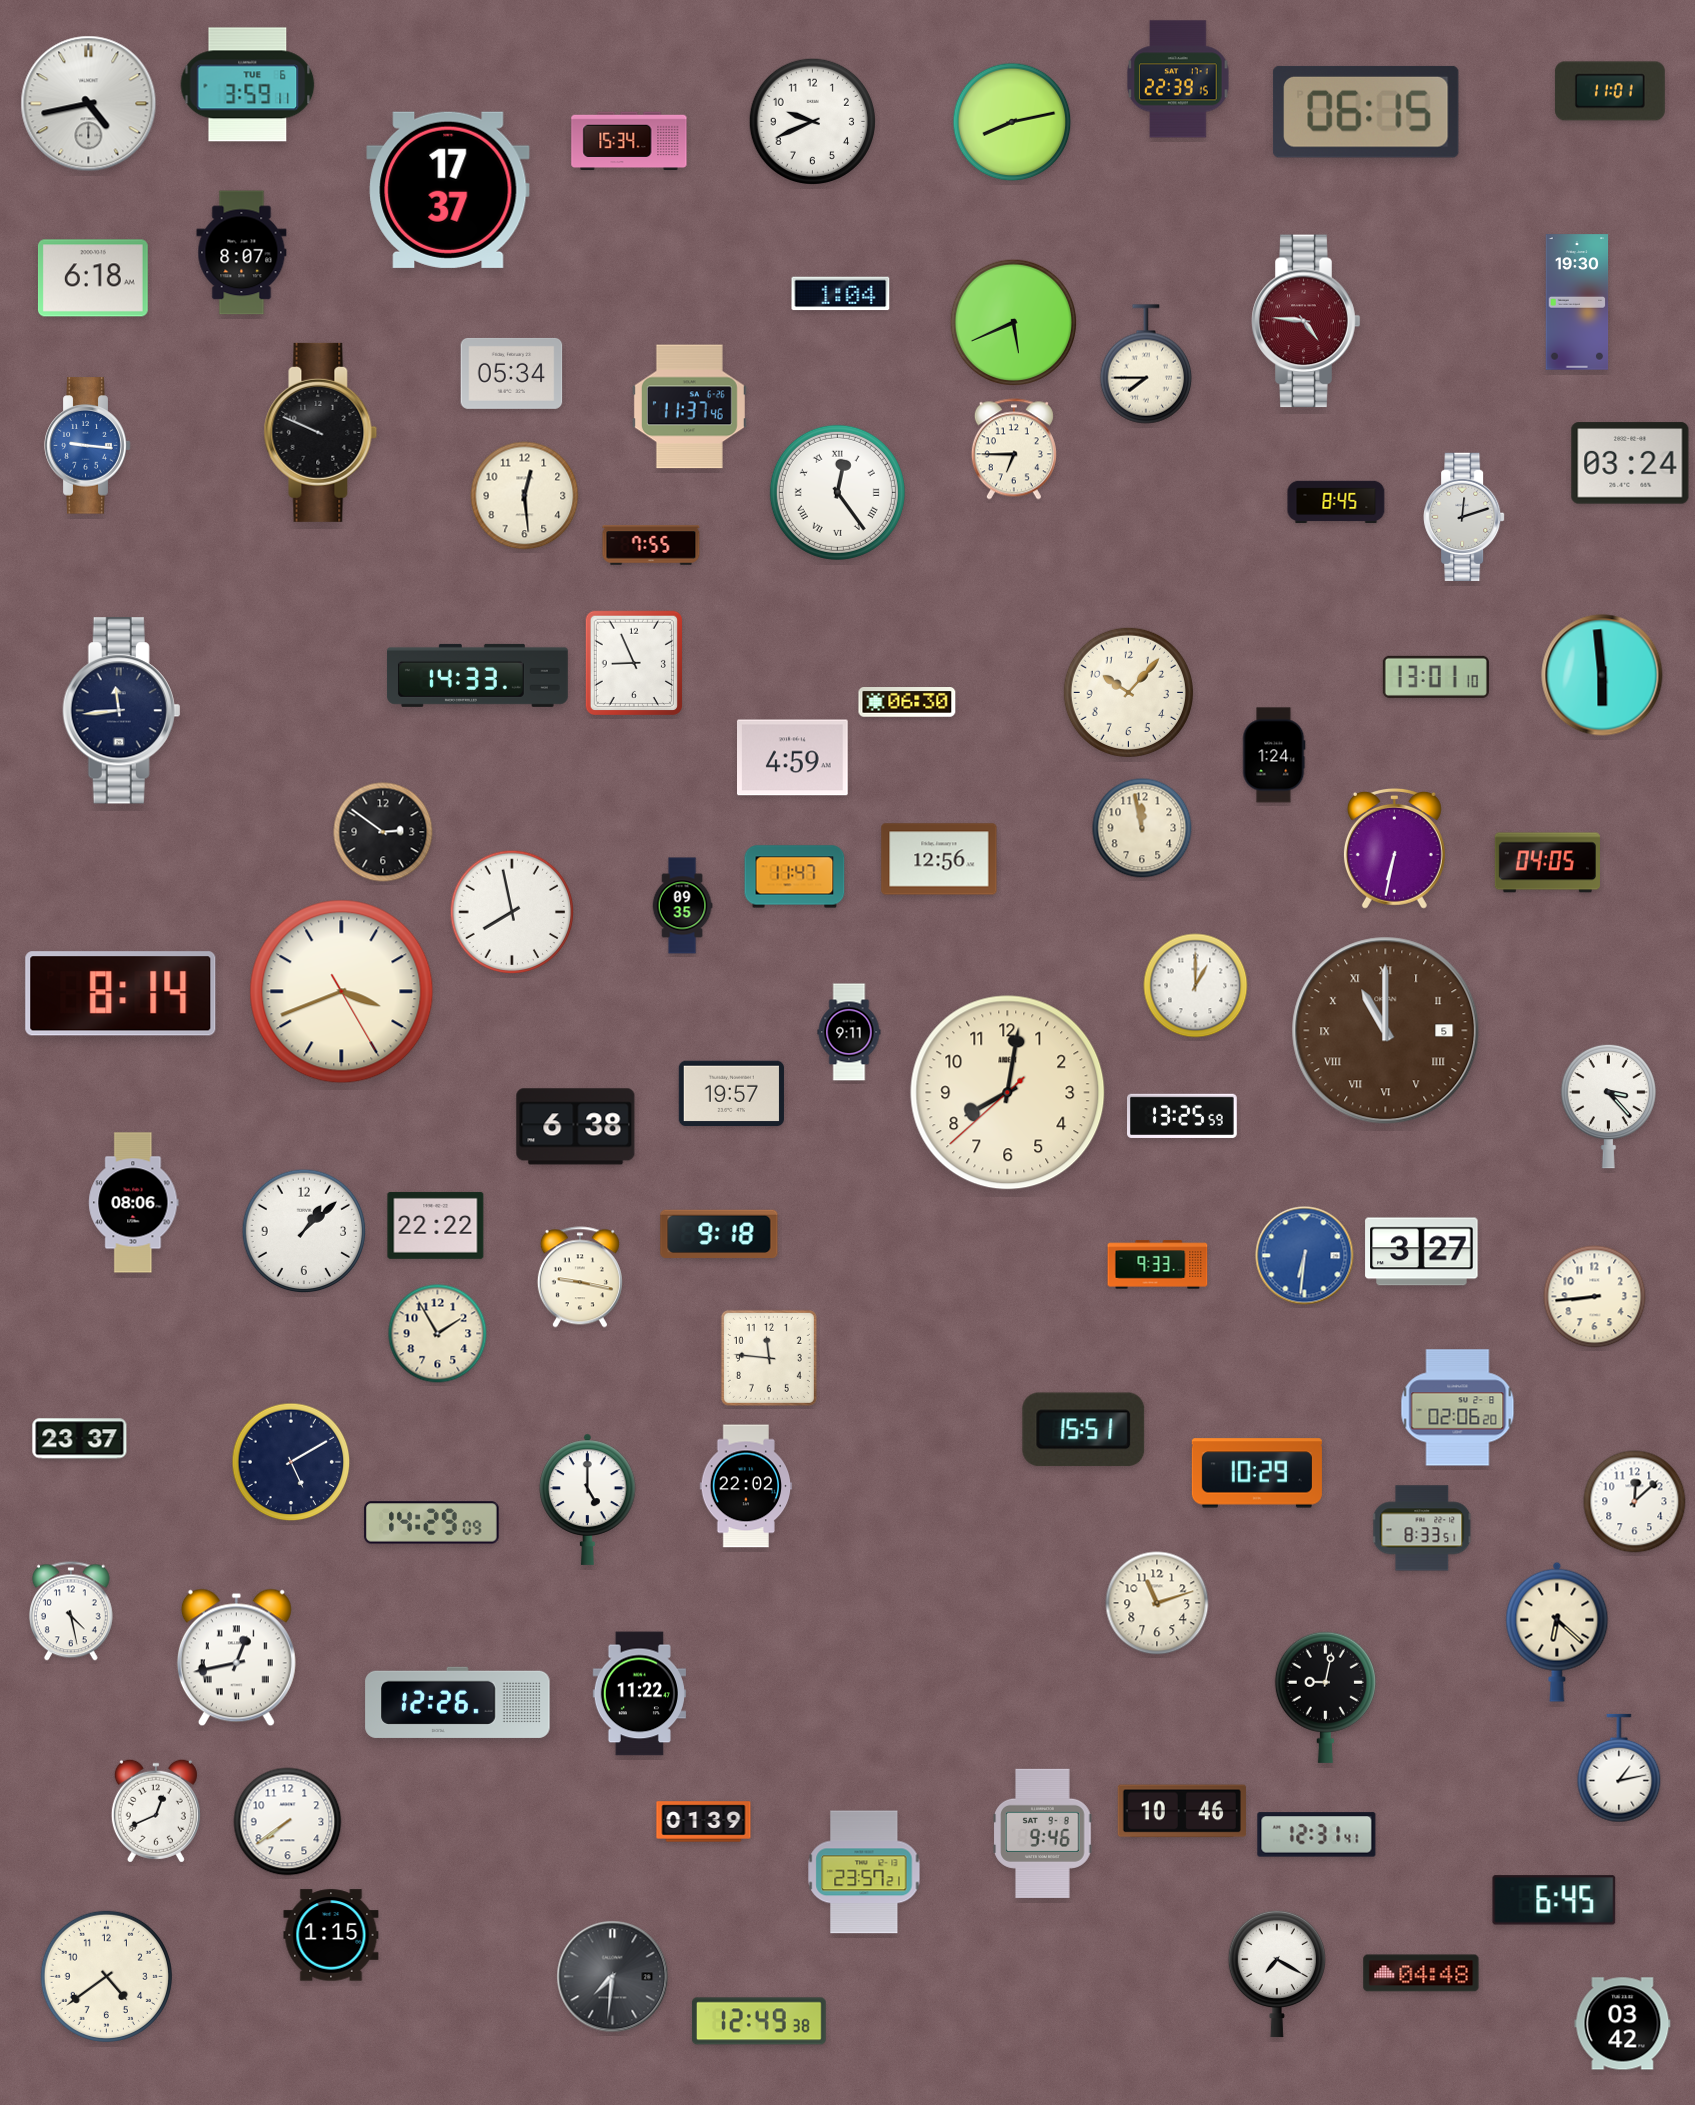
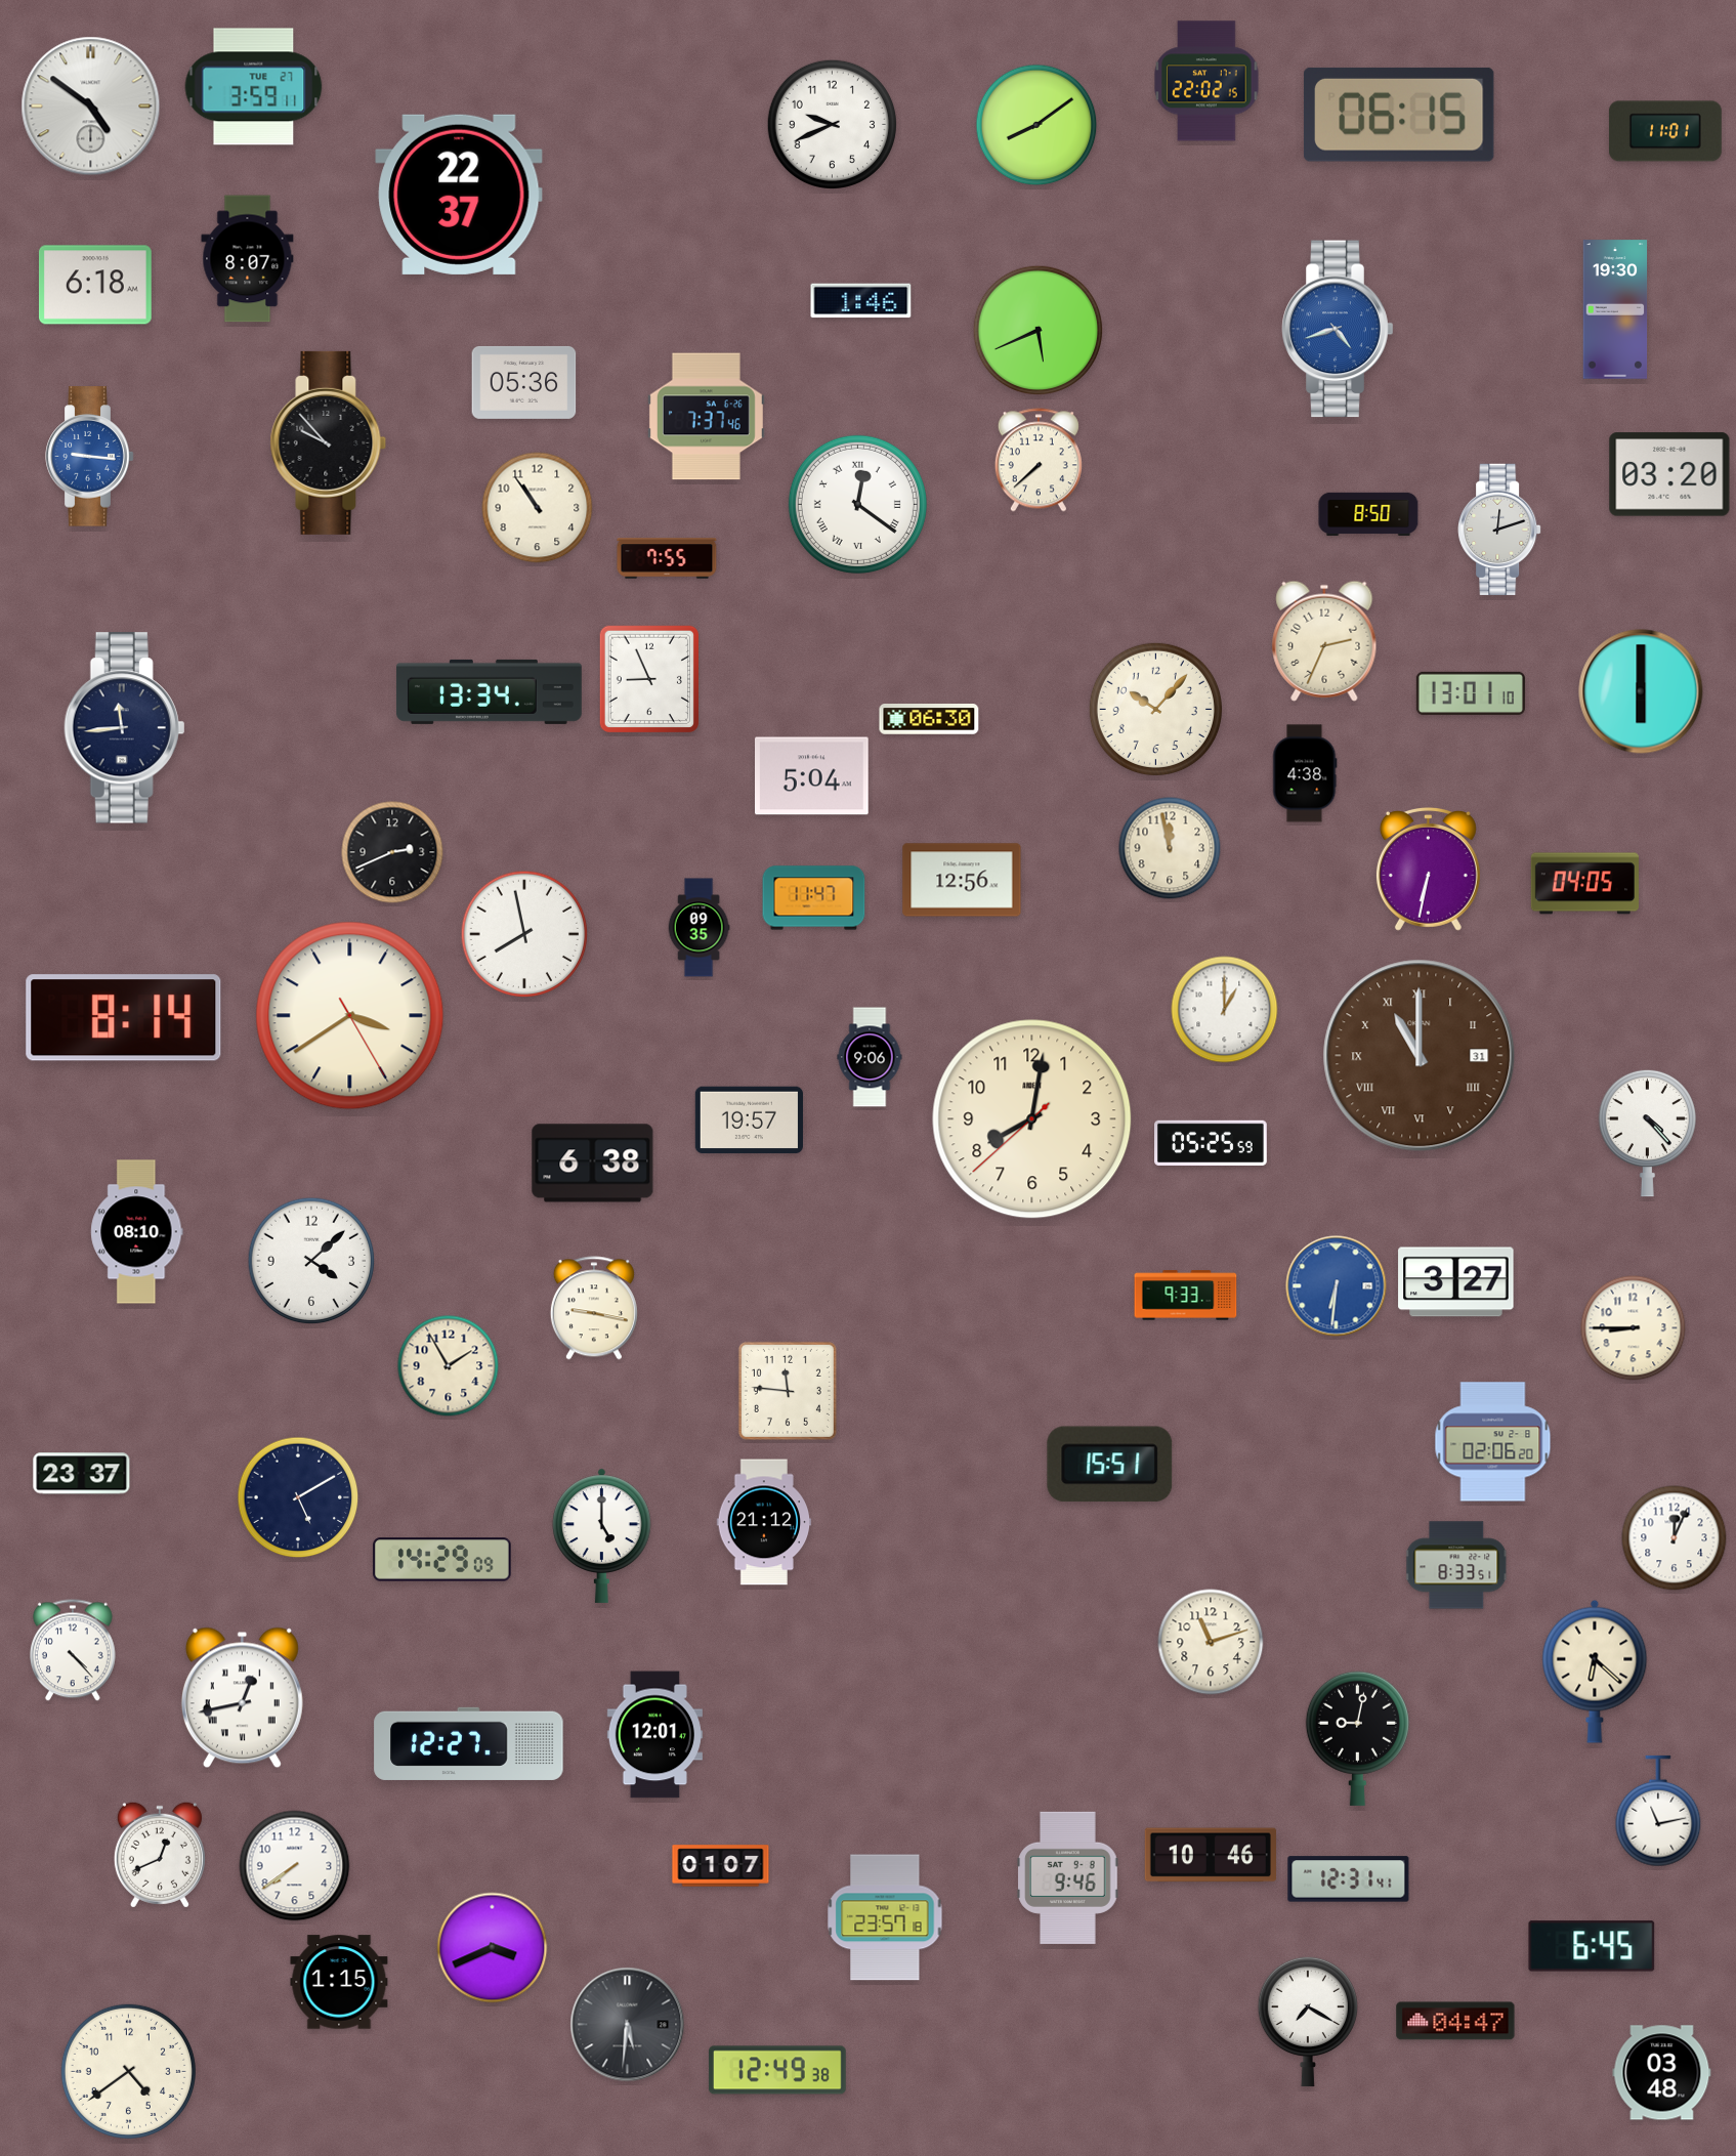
clock at (1178, 79): 22:39 -> 22:02
clock at (248, 85) date: TUE 6 -> TUE 27
clock at (1610, 91) position: (1610, 91) -> (1665, 131)
clock at (89, 104): 4:43 -> 4:51
clock at (1012, 122): 8:13 -> 8:09
clock at (629, 141): 15:34 -> none
clock at (448, 190): 17:37 -> 22:37
clock at (841, 294): 1:04 -> 1:46
clock at (1306, 321): 4:46 -> 4:42
clock at (1306, 321) dial: burgundy -> blue
clock at (1146, 364): 7:45 -> none
clock at (512, 373): 05:34 -> 05:36
clock at (689, 407): 11:37 -> 7:37
clock at (321, 432): 9:49 -> 9:53
clock at (1014, 449): 6:45 -> 7:38
clock at (1630, 463): 03:24 -> 03:20
clock at (837, 492): 12:24 -> 12:21
clock at (525, 496): 12:29 -> 10:54
clock at (1336, 502): 8:45 -> 8:50
clock at (1324, 641): none -> 2:34
clock at (477, 675): 14:33 -> 13:34
clock at (1602, 675): 5:59 -> 6:00
clock at (1274, 755): 1:24 -> 4:38
clock at (793, 758): 4:59 -> 5:04
clock at (383, 832): 2:51 -> 2:41
clock at (342, 992): 3:41 -> 3:39
clock at (1386, 1031) date: 5 -> 31
clock at (849, 1032): 9:11 -> 9:06
clock at (1608, 1106): 3:23 -> 4:23
clock at (1183, 1116): 13:25 -> 05:25
clock at (576, 1127) position: (576, 1127) -> (593, 1164)
clock at (134, 1203): 08:06 -> 08:10
clock at (436, 1225): 22:22 -> none
clock at (304, 1231): 1:08 -> 4:08
clock at (719, 1233): 9:18 -> none
clock at (1595, 1297): 8:44 -> 8:45
clock at (1257, 1473): 10:29 -> none
clock at (746, 1486): 22:02 -> 21:12
clock at (1635, 1502): 12:08 -> 12:04
clock at (1157, 1603) position: (1157, 1603) -> (1211, 1642)
clock at (71, 1611): 4:28 -> 4:23
clock at (639, 1694): 11:22 -> 12:01
clock at (458, 1702): 12:26 -> 12:27
clock at (1619, 1768): 1:13 -> 11:13
clock at (704, 1822): 01:39 -> 01:07
clock at (864, 1872): 23:57:21 -> 23:57:18
clock at (493, 1948): none -> 3:41
clock at (1421, 1973): 04:48 -> 04:47
clock at (106, 1976) position: (106, 1976) -> (128, 2071)
clock at (613, 1977): 7:31 -> 5:31
clock at (1623, 2024): 03:42 -> 03:48
